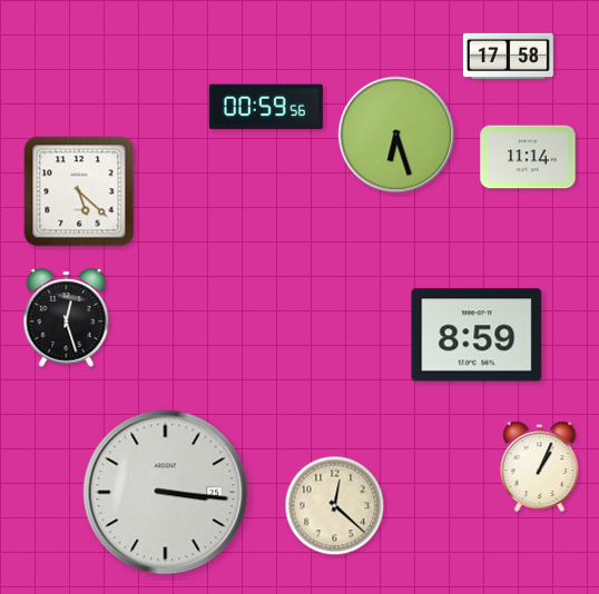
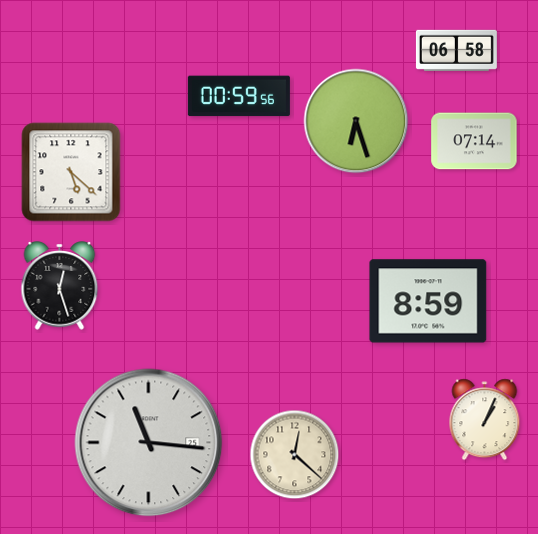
clock at (508, 56): 17:58 -> 06:58
clock at (528, 157): 11:14 -> 07:14
clock at (166, 493): 3:16 -> 11:16
clock at (335, 506) position: (335, 506) -> (295, 455)
